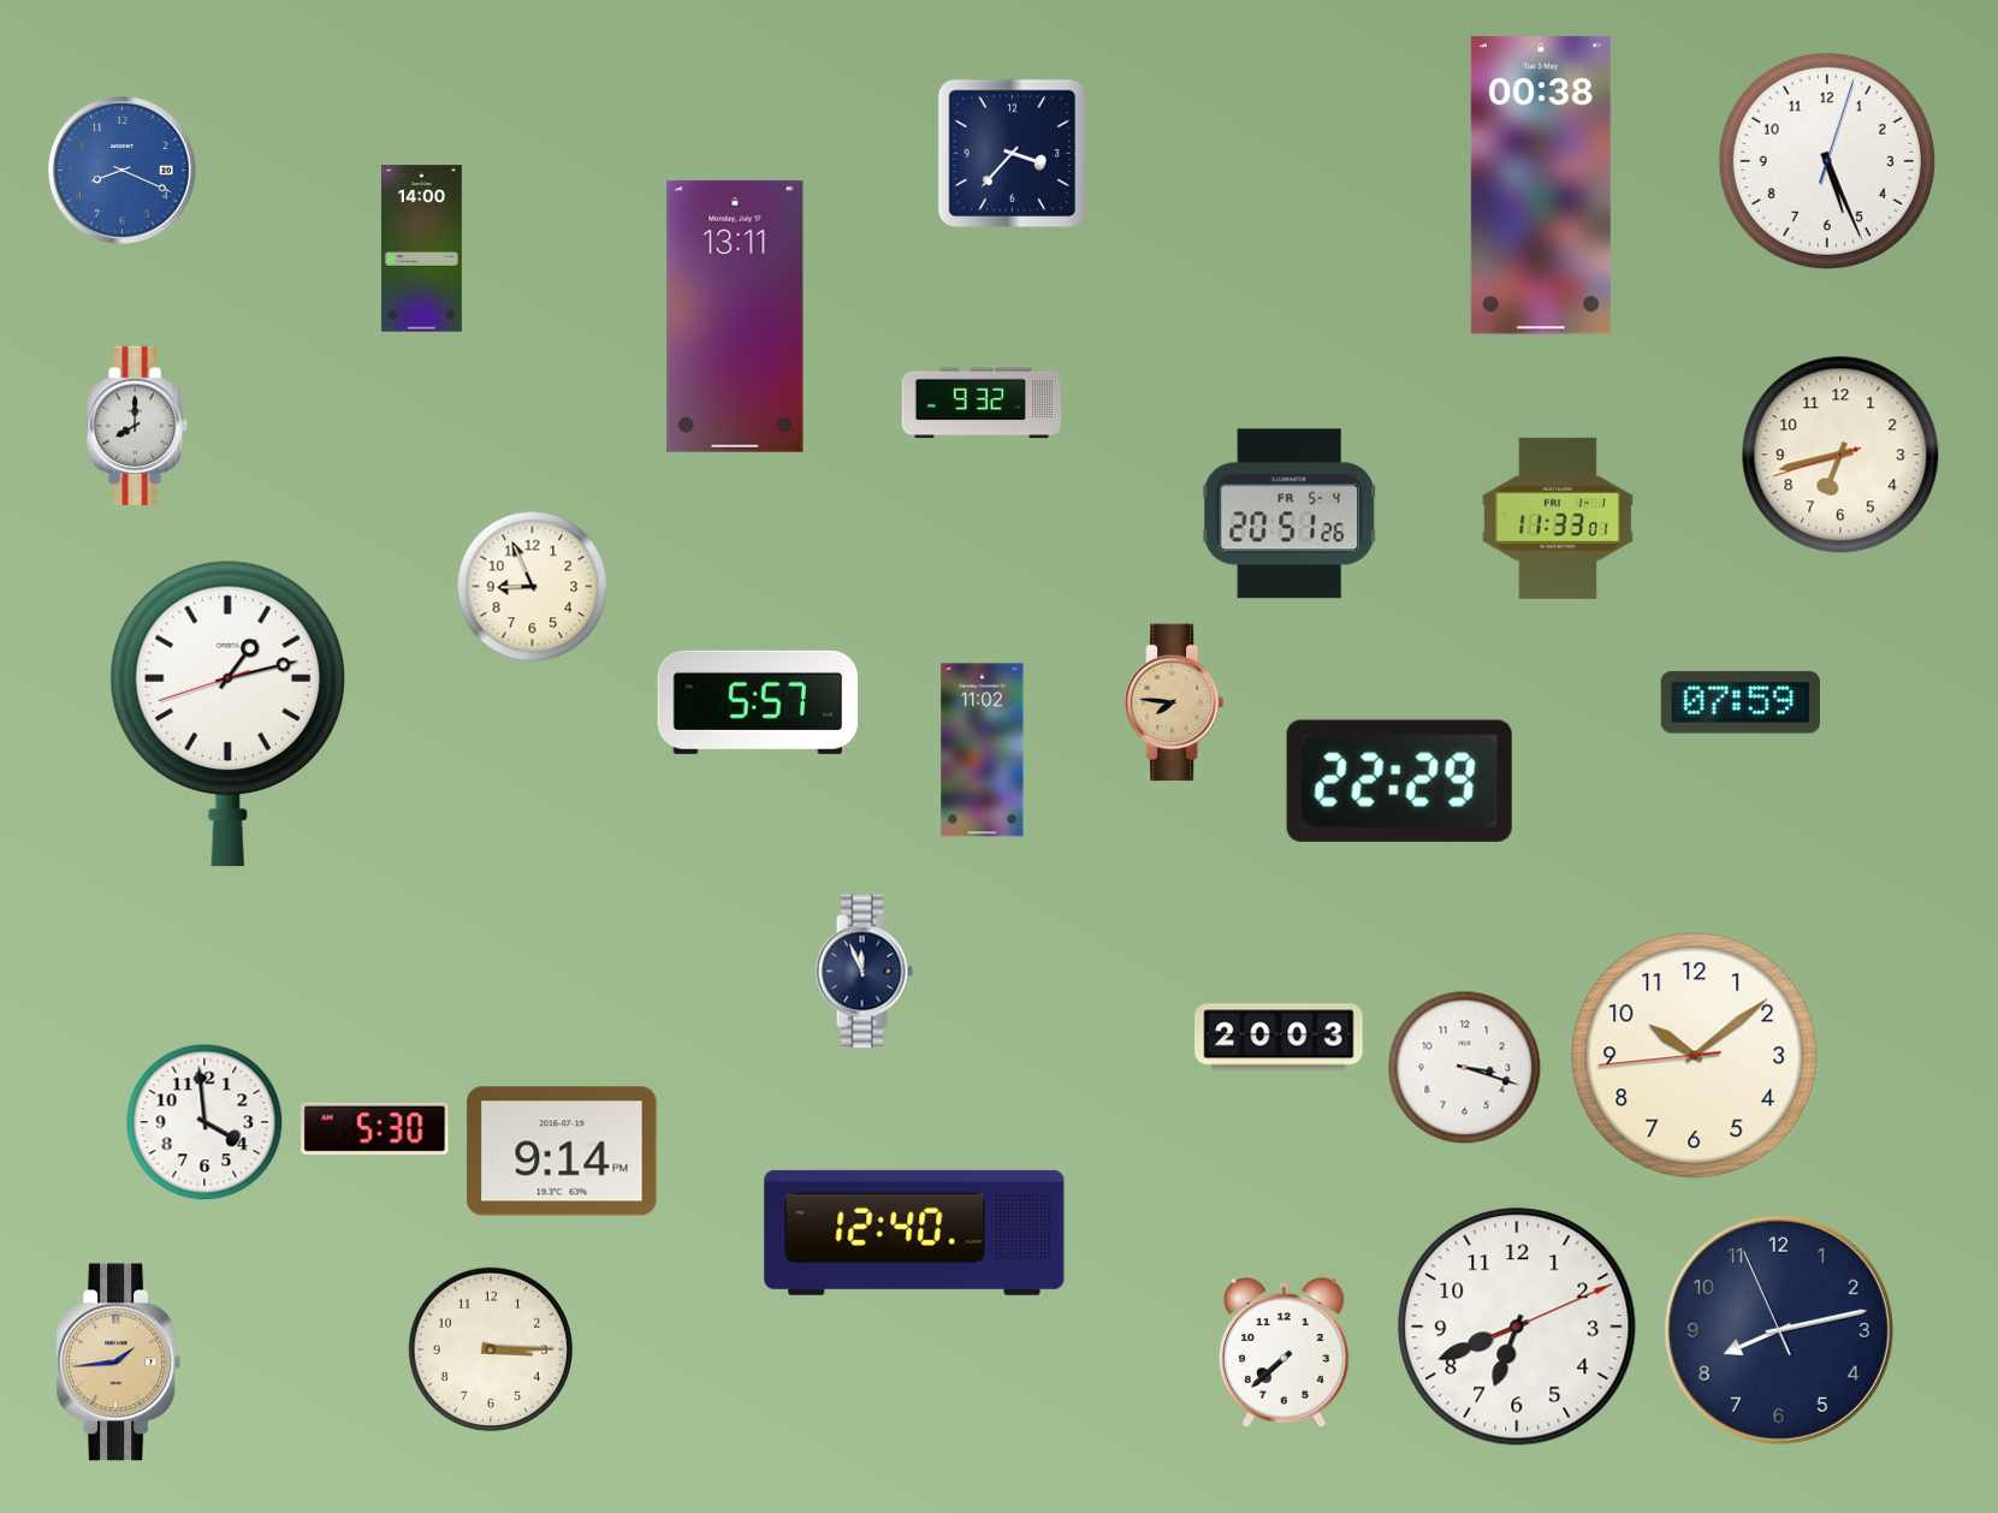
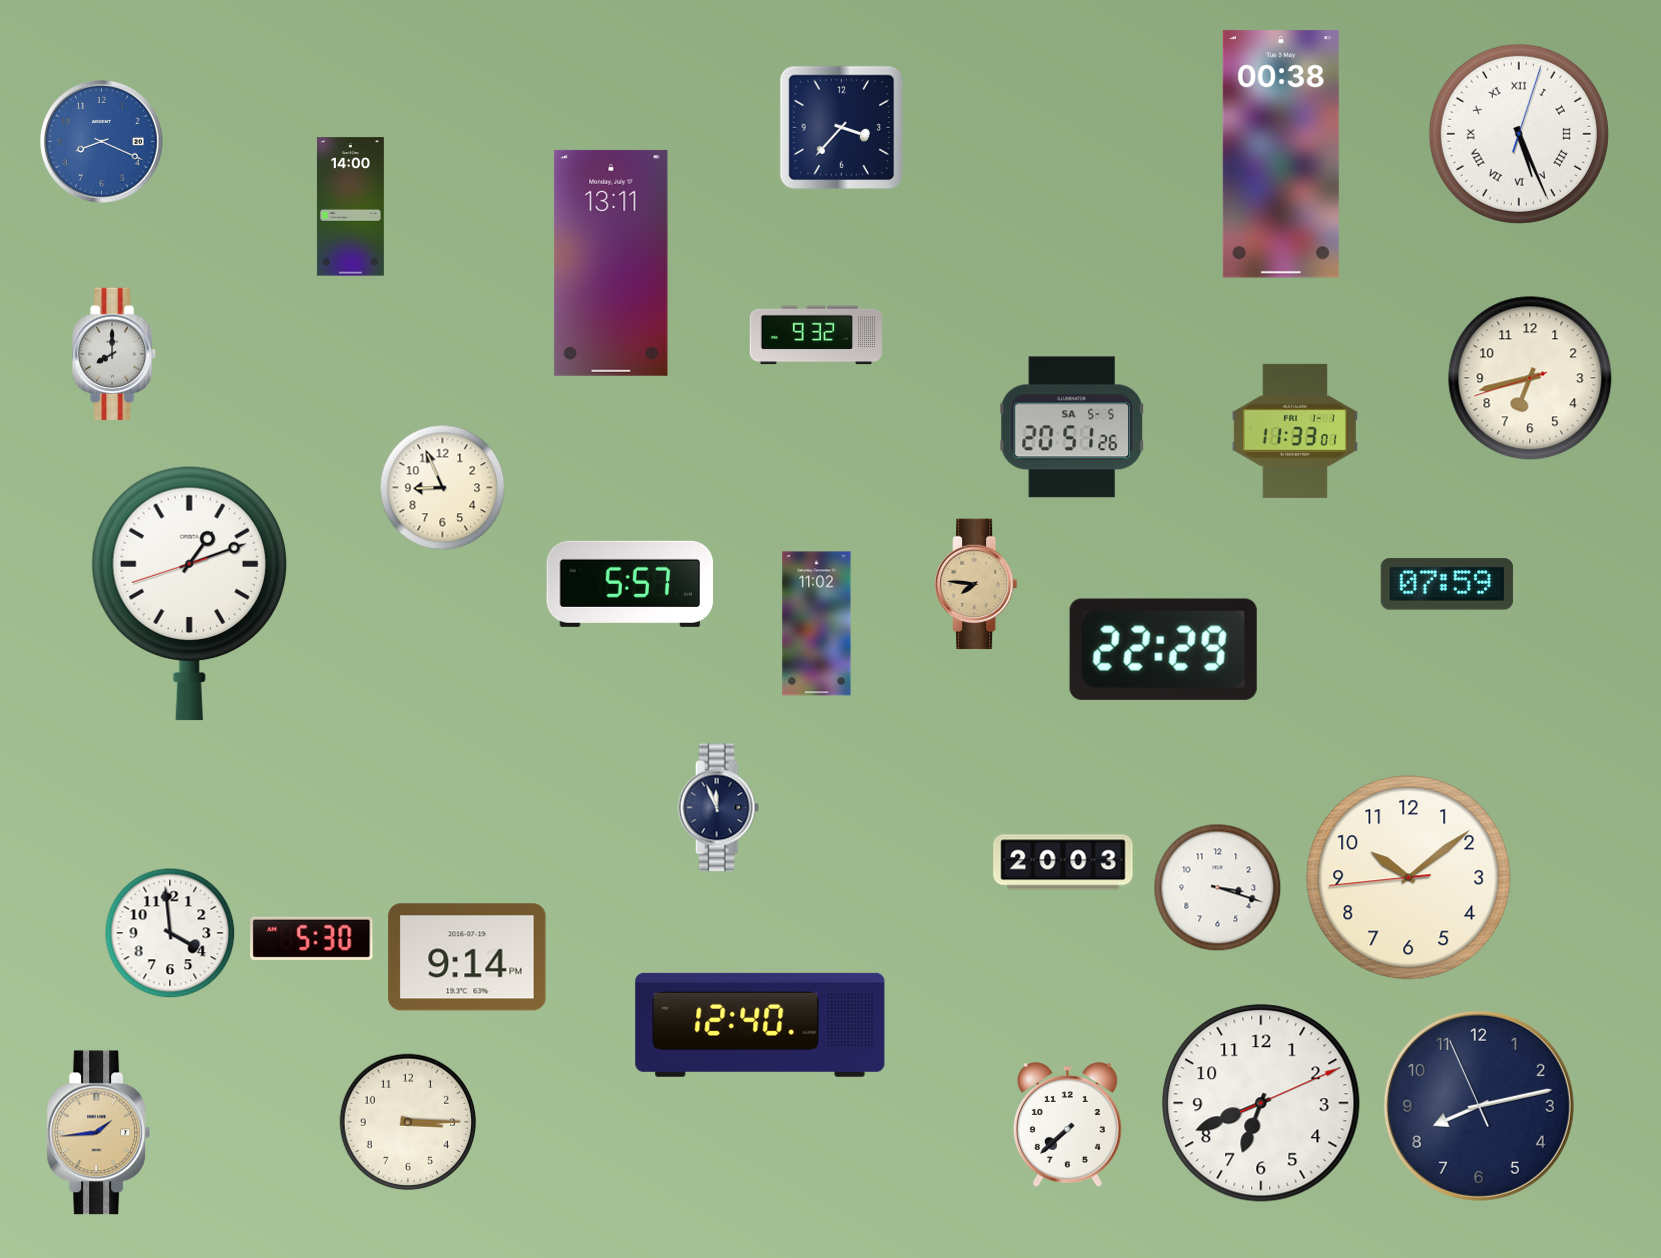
clock at (1827, 161) numerals: Arabic -> Roman
clock at (1289, 514) date: FR 5-4 -> SA 5-5
clock at (227, 713): 1:12 -> 1:11
